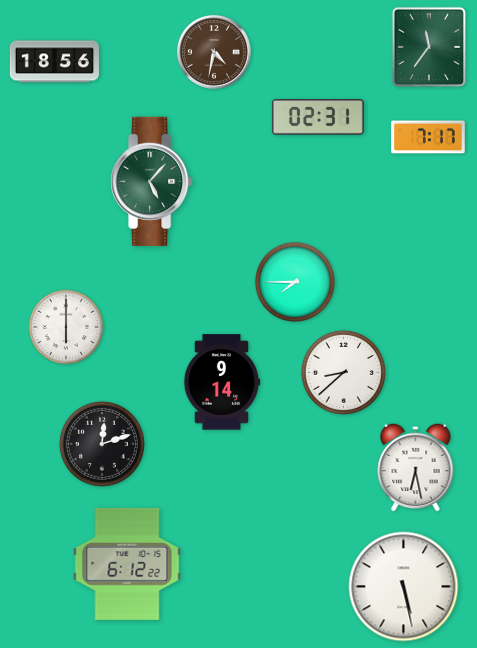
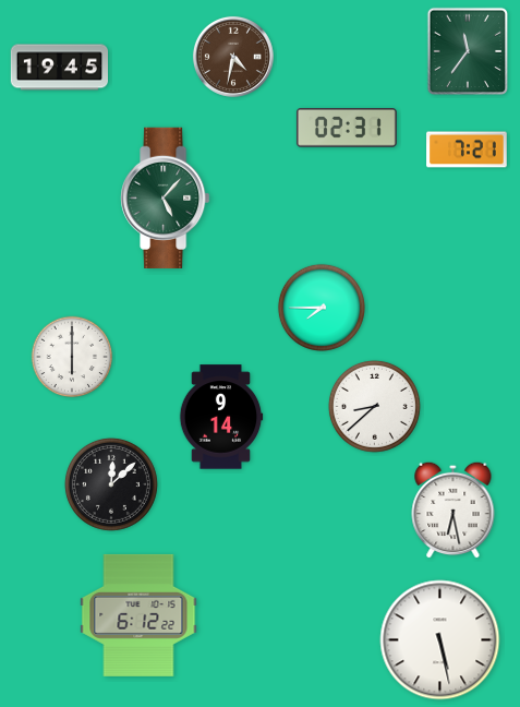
clock at (54, 62): 18:56 -> 19:45
clock at (428, 137): 7:17 -> 7:21
clock at (222, 382) position: (222, 382) -> (221, 417)
clock at (102, 444): 12:12 -> 12:08
